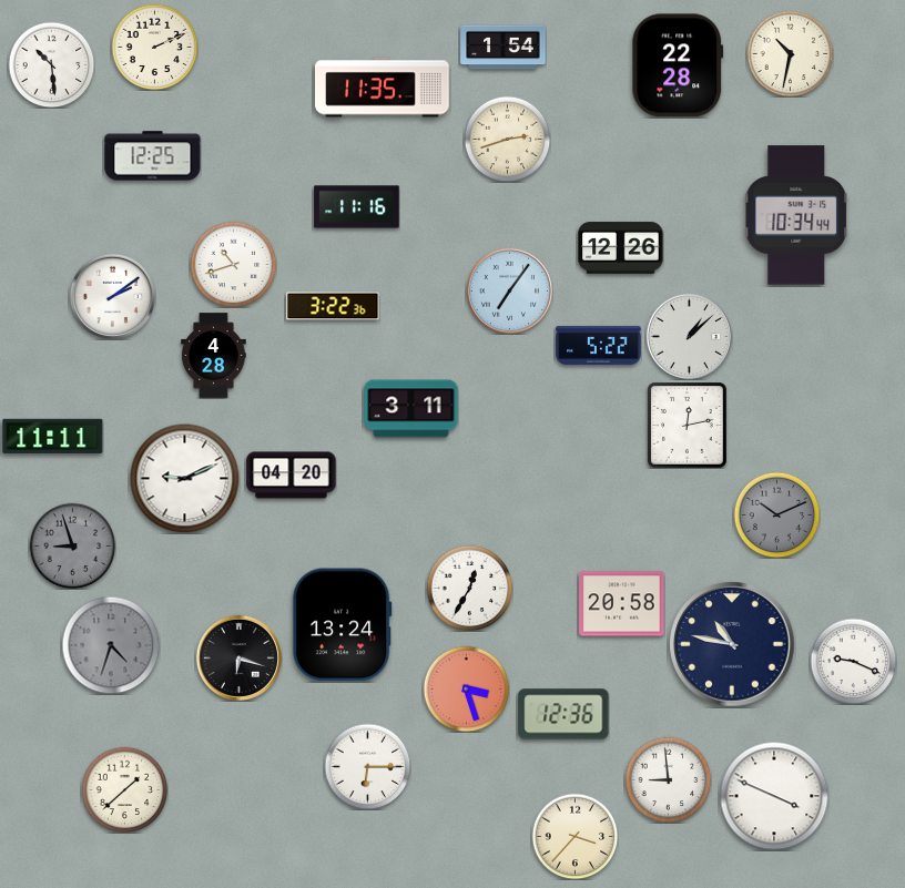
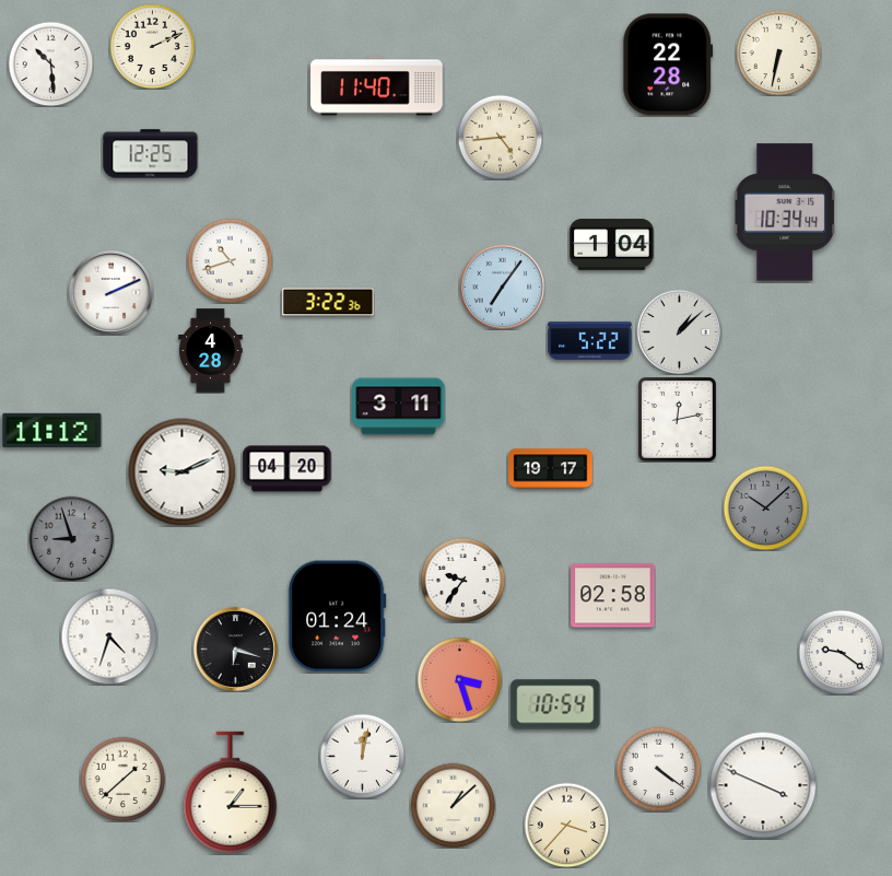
clock at (504, 48): 1:54 -> none
clock at (790, 53): 10:32 -> 6:32
clock at (383, 88): 11:35 -> 11:40
clock at (507, 139): 2:42 -> 4:44
clock at (357, 207): 11:16 -> none
clock at (621, 248): 12:26 -> 1:04
clock at (112, 296): 2:09 -> 2:11
clock at (411, 409) position: (411, 409) -> (399, 407)
clock at (53, 436): 11:11 -> 11:12
clock at (551, 469): none -> 19:17
clock at (776, 514): 10:11 -> 10:08
clock at (469, 588): 12:35 -> 9:36
clock at (622, 604): 20:58 -> 02:58
clock at (342, 625): 13:24 -> 01:24
clock at (732, 644): 10:47 -> none
clock at (111, 645) dial: grey -> white
clock at (853, 661): 9:19 -> 9:21
clock at (563, 714): 12:36 -> 10:54
clock at (367, 766): 6:15 -> 12:02
clock at (668, 779): 8:59 -> 4:21
clock at (231, 793): none -> 1:15
clock at (453, 805): none -> 1:08
